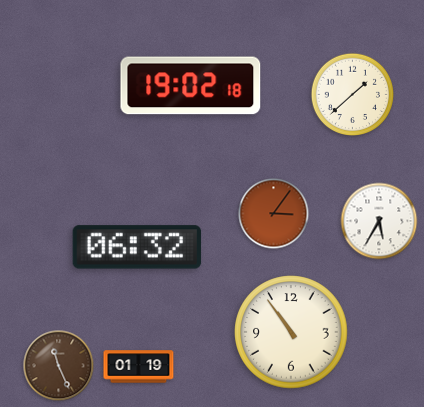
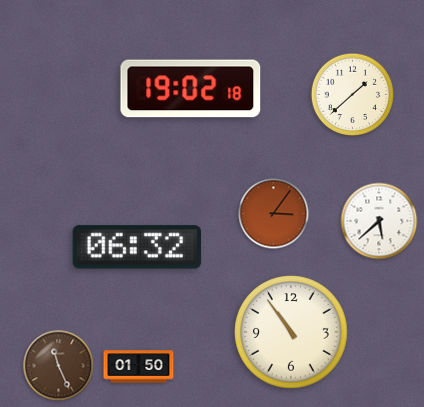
clock at (191, 86) position: (191, 86) -> (191, 89)
clock at (379, 221): 5:35 -> 5:38
clock at (139, 367): 01:19 -> 01:50
